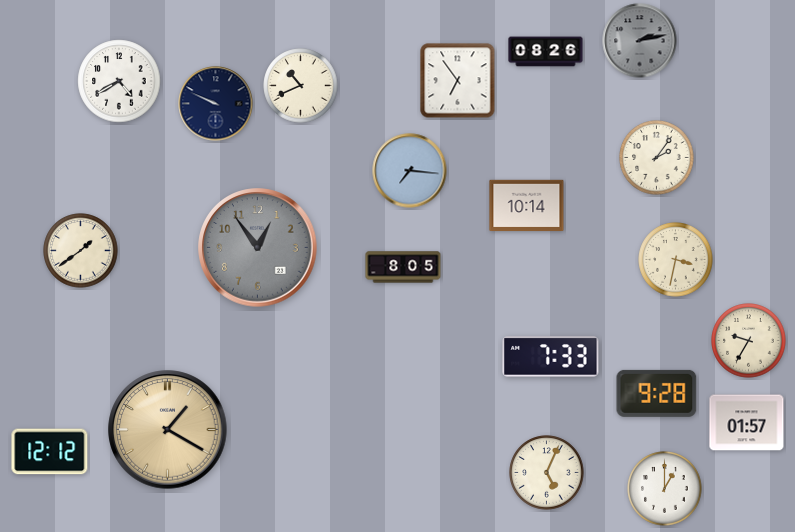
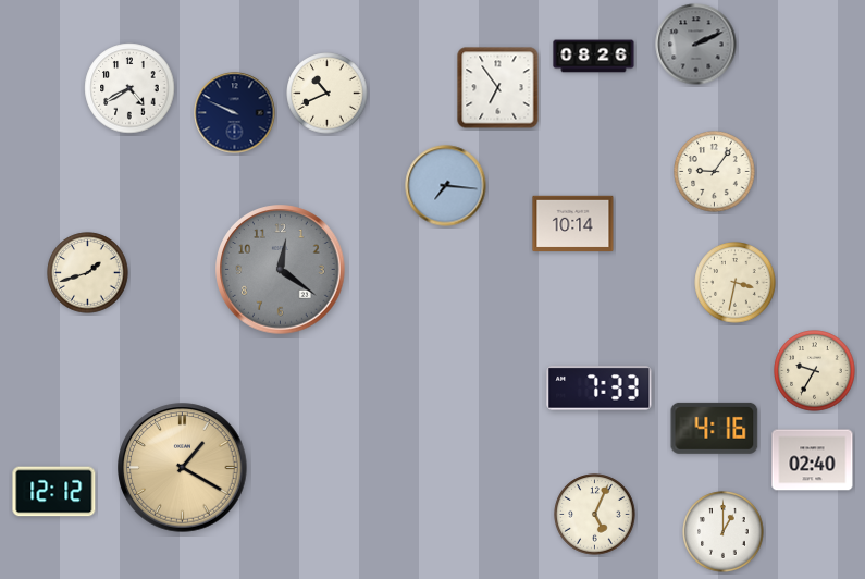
clock at (640, 41): 2:13 -> 2:11
clock at (657, 158): 2:06 -> 9:06
clock at (258, 248): 12:54 -> 12:21
clock at (81, 251): 1:39 -> 1:42
clock at (403, 267): 8:05 -> none
clock at (657, 393): 9:28 -> 4:16
clock at (747, 423): 01:57 -> 02:40
